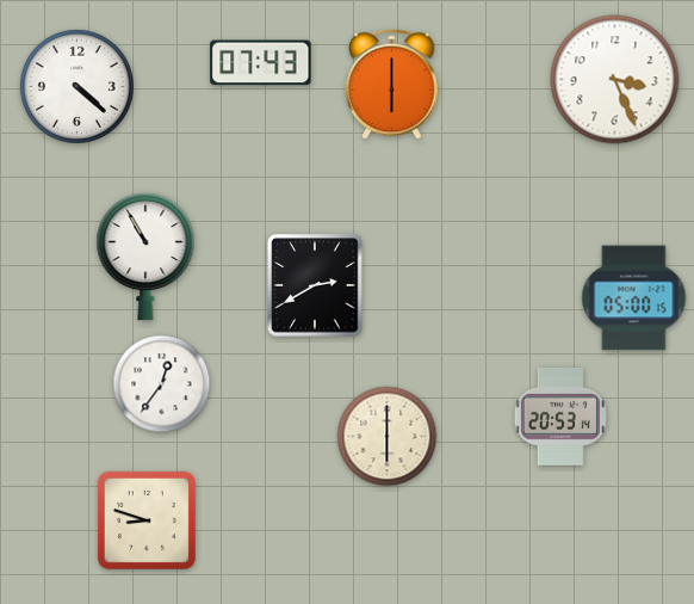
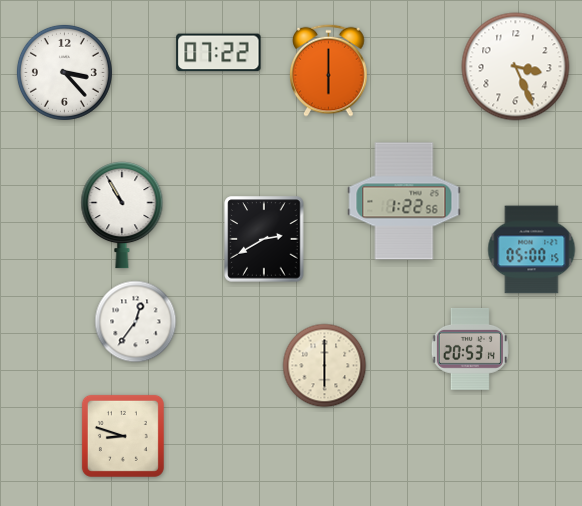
clock at (261, 63): 07:43 -> 07:22
clock at (76, 86): 4:22 -> 3:23
clock at (404, 201): none -> 1:22
